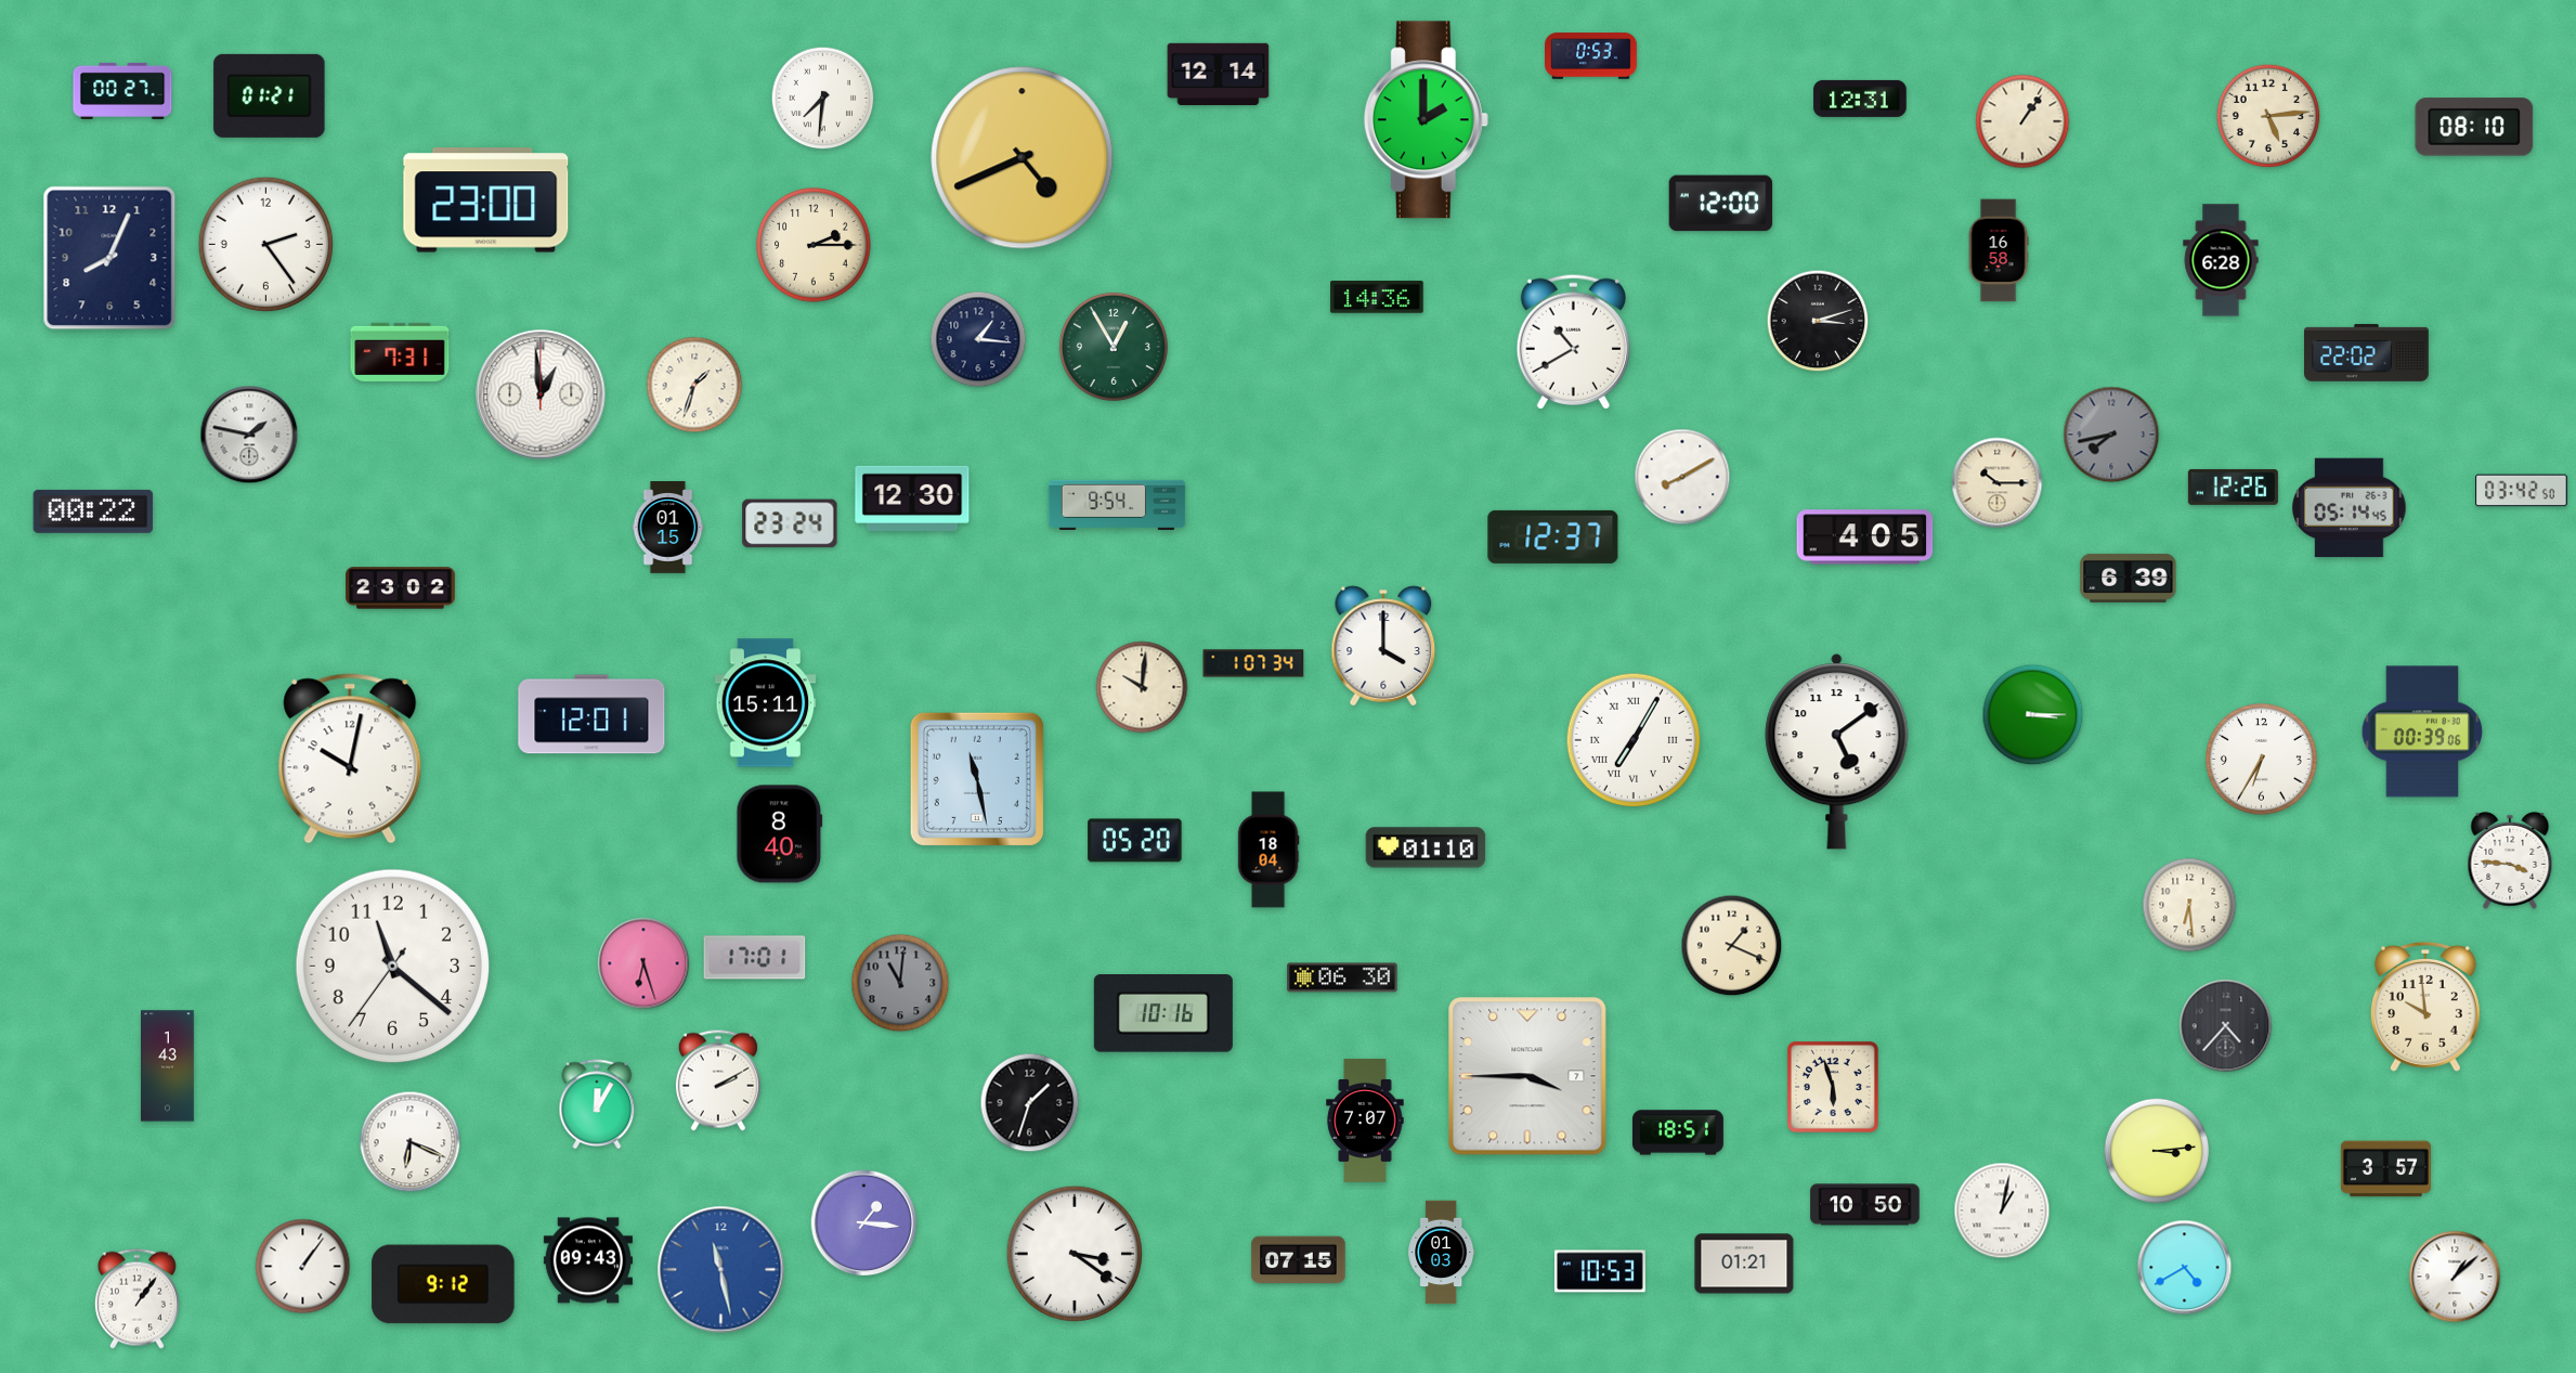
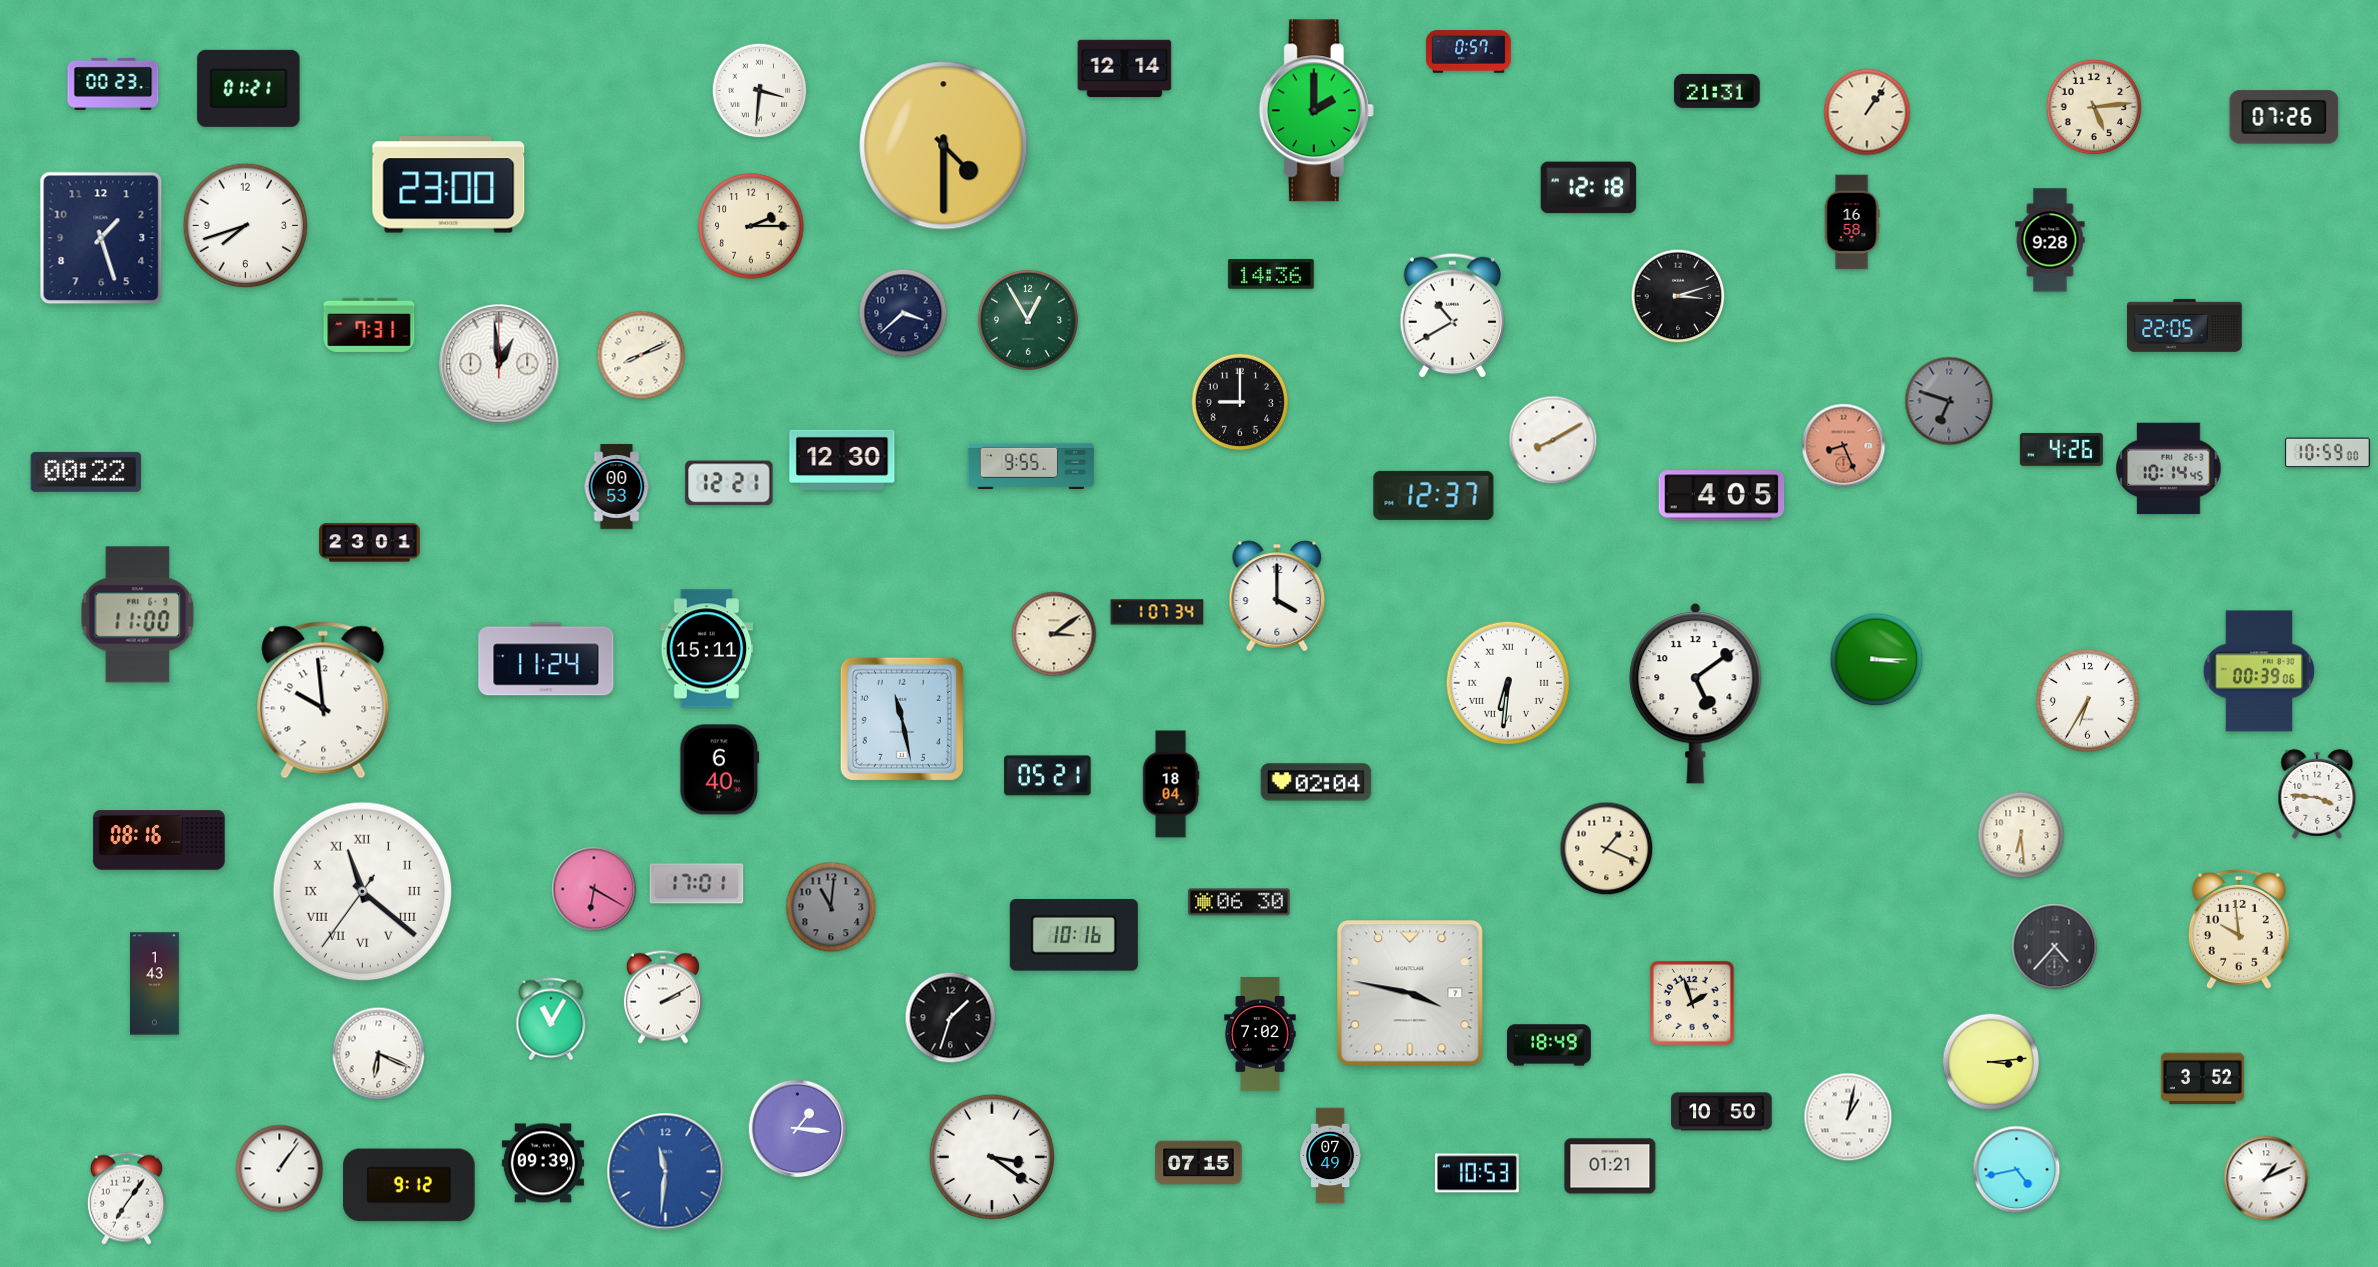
clock at (1591, 56): 0:53 -> 0:57
clock at (122, 91): 00:27 -> 00:23
clock at (823, 99): 7:31 -> 3:31
clock at (1860, 99): 12:31 -> 21:31
clock at (2474, 127): 08:10 -> 07:26
clock at (1023, 158): 4:41 -> 4:30
clock at (1721, 204): 12:00 -> 12:18
clock at (266, 245): 2:24 -> 7:42
clock at (1999, 250) position: (1999, 250) -> (1852, 222)
clock at (109, 258): 8:04 -> 1:27
clock at (2221, 260): 6:28 -> 9:28
clock at (978, 339): 1:16 -> 3:38
clock at (2367, 352): 22:02 -> 22:05
clock at (694, 385): 1:33 -> 8:11
clock at (249, 435): 1:47 -> none
clock at (1239, 401): none -> 9:00
clock at (2111, 435): 7:43 -> 6:48
clock at (1998, 483): 10:15 -> 8:26
clock at (1998, 483) dial: cream -> salmon
clock at (2233, 487): 12:26 -> 4:26
clock at (2522, 491): 03:42 -> 10:59
clock at (1117, 504): 9:54 -> 9:55
clock at (2350, 508): 05:14 -> 10:14
clock at (790, 523): 23:24 -> 12:21
clock at (668, 528): 01:15 -> 00:53
clock at (2129, 578): 6:39 -> none
clock at (401, 588): 23:02 -> 23:01
clock at (138, 615): none -> 11:00
clock at (1142, 687): 10:01 -> 3:09
clock at (591, 714): 12:01 -> 11:24
clock at (2421, 731) position: (2421, 731) -> (2258, 671)
clock at (1634, 740): 7:05 -> 6:31
clock at (350, 759): 10:02 -> 9:59
clock at (780, 834): 8:40 -> 6:40
clock at (1135, 841): 05:20 -> 05:21
clock at (1426, 847): 01:10 -> 02:04
clock at (159, 840): none -> 08:16
clock at (1732, 946) position: (1732, 946) -> (1607, 849)
clock at (643, 963): 6:27 -> 6:20
clock at (393, 967) numerals: Arabic -> Roman
clock at (1527, 1076): 3:45 -> 3:47
clock at (1833, 1087): 5:57 -> 1:57
clock at (597, 1104): 12:05 -> 11:05
clock at (1365, 1121): 7:07 -> 7:02
clock at (1678, 1132): 18:51 -> 18:49
clock at (2385, 1169): 3:57 -> 3:52
clock at (1442, 1253): 01:03 -> 07:49
clock at (588, 1260): 09:43 -> 09:39
clock at (2185, 1268): 4:40 -> 4:43
clock at (721, 1270): 11:28 -> 11:31
clock at (2455, 1277): 1:08 -> 1:11
clock at (136, 1298): 1:06 -> 7:06
